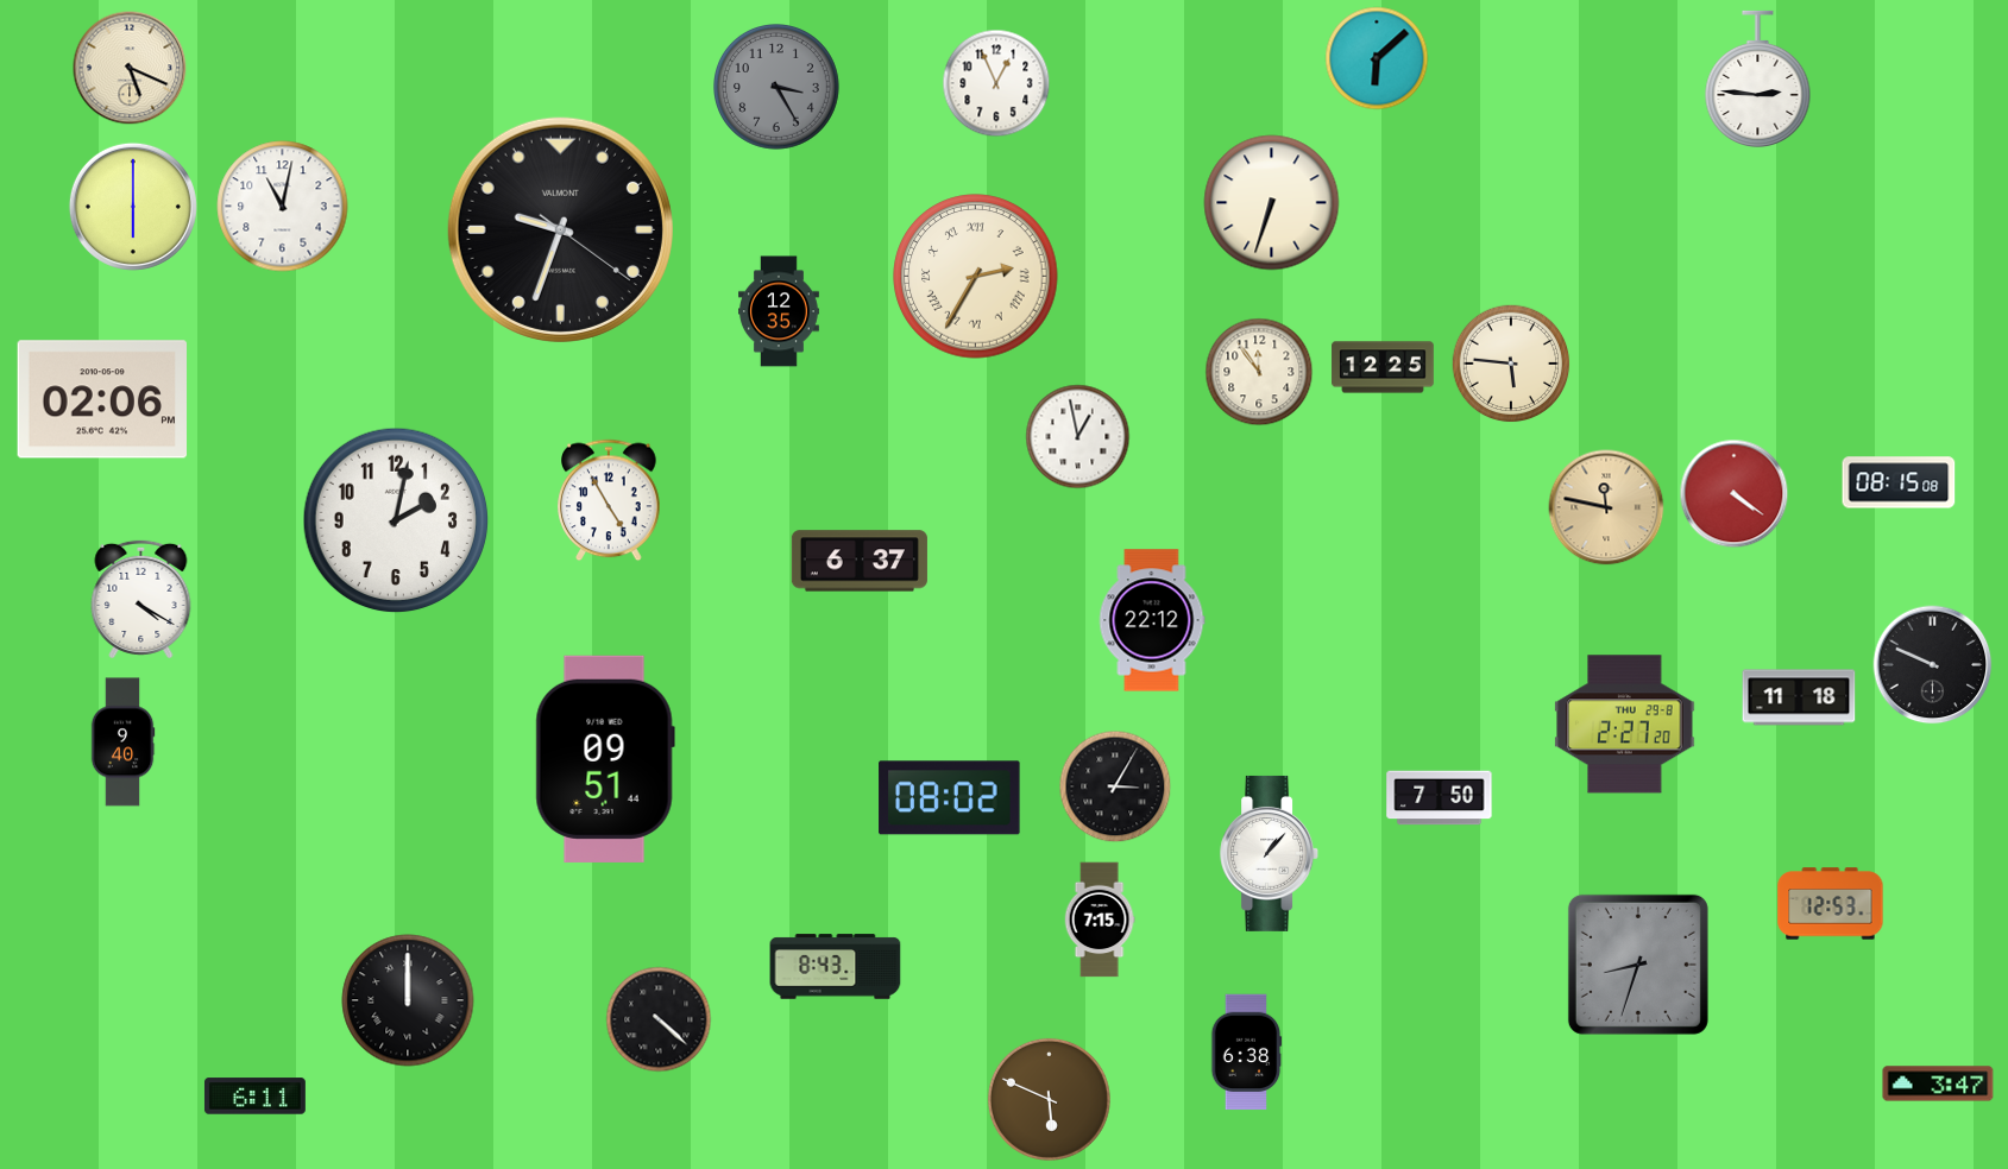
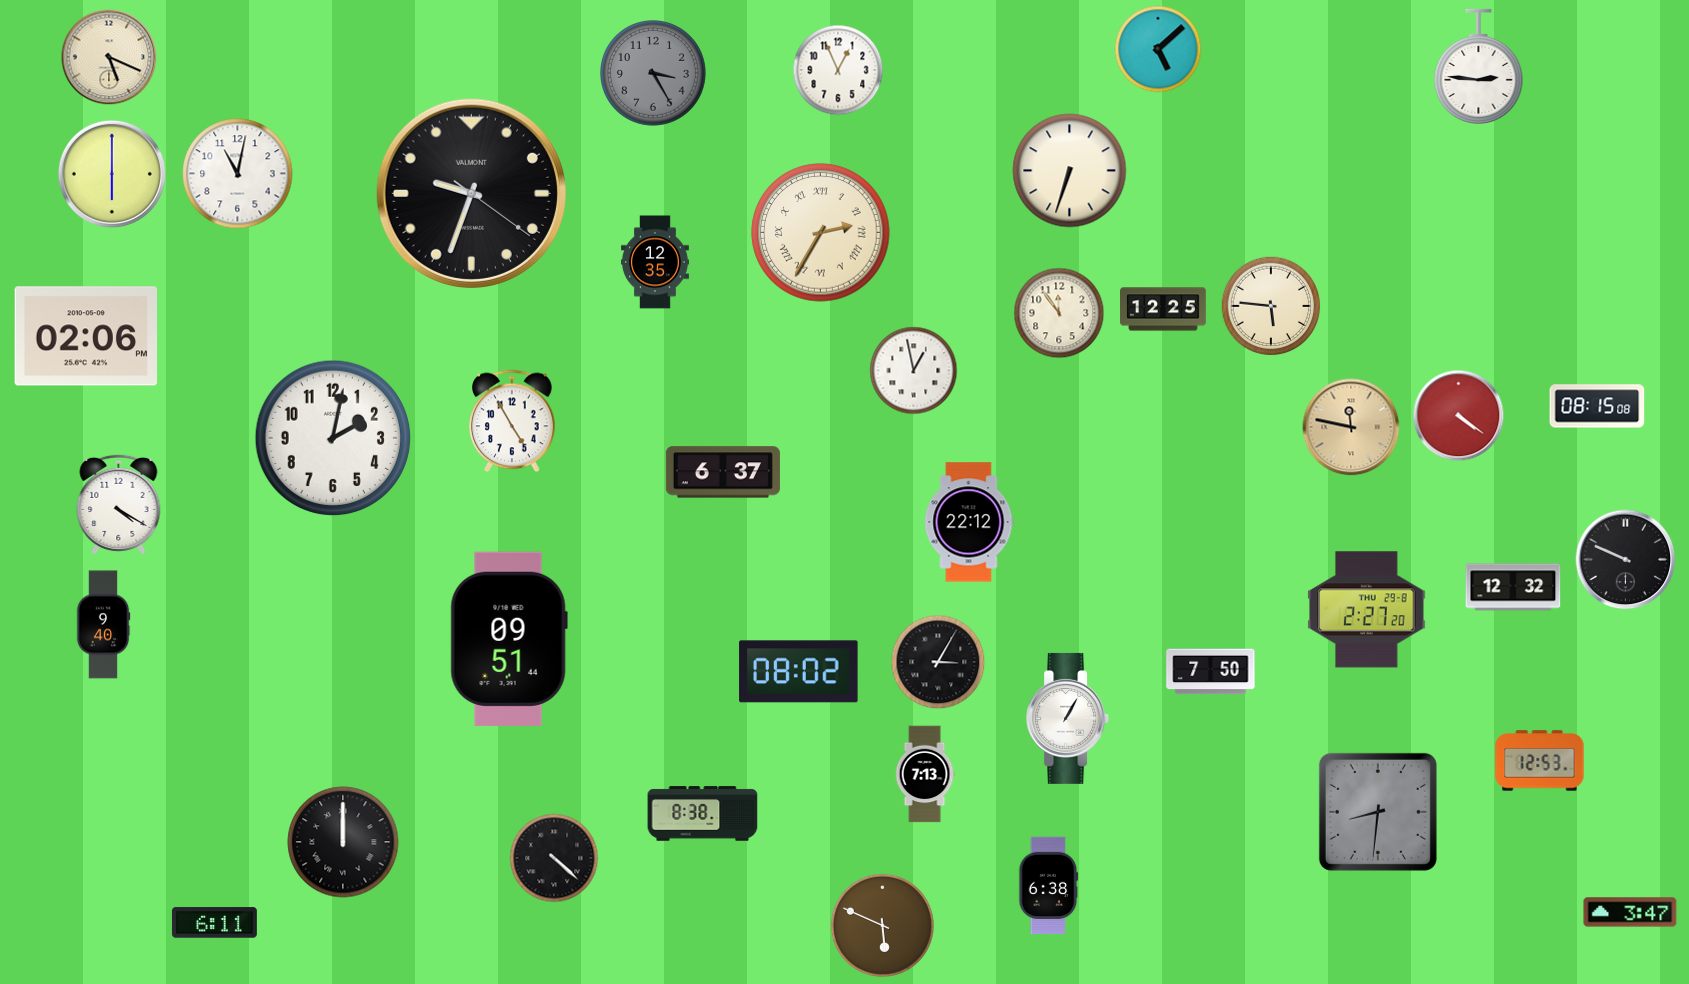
clock at (1377, 58): 6:08 -> 5:08
clock at (1078, 437) position: (1078, 437) -> (914, 371)
clock at (1799, 697): 11:18 -> 12:32
clock at (1270, 853): 1:07 -> 1:05
clock at (1100, 920): 7:15 -> 7:13
clock at (1638, 965): 8:33 -> 8:31
clock at (836, 967): 8:43 -> 8:38
